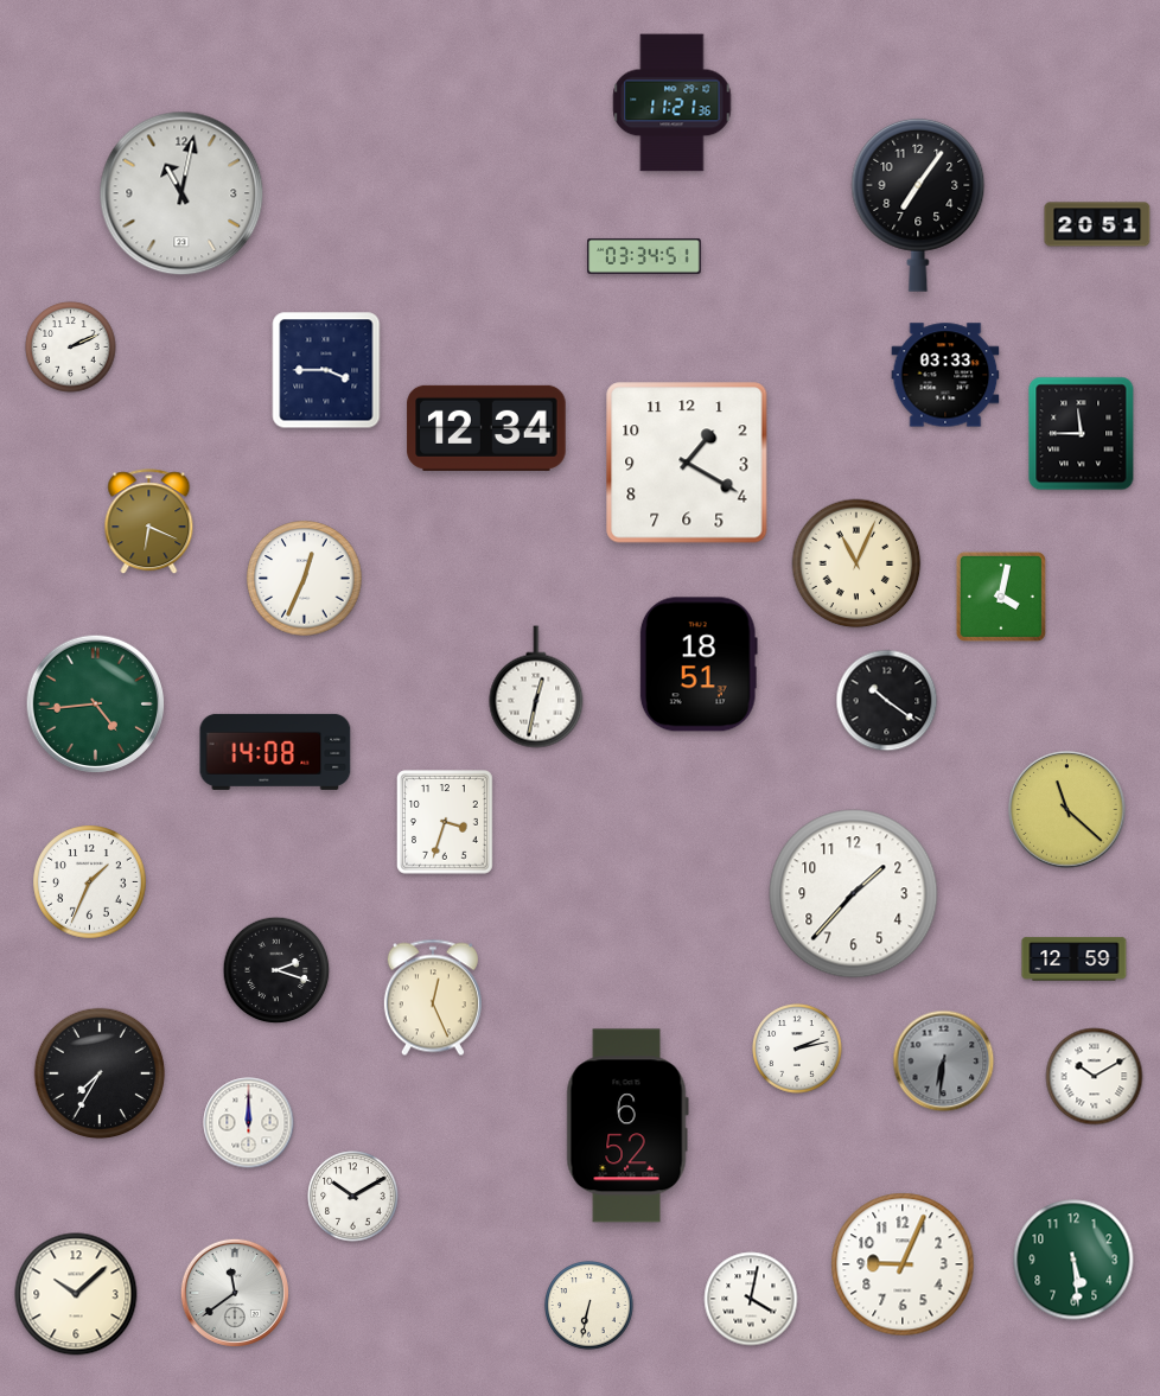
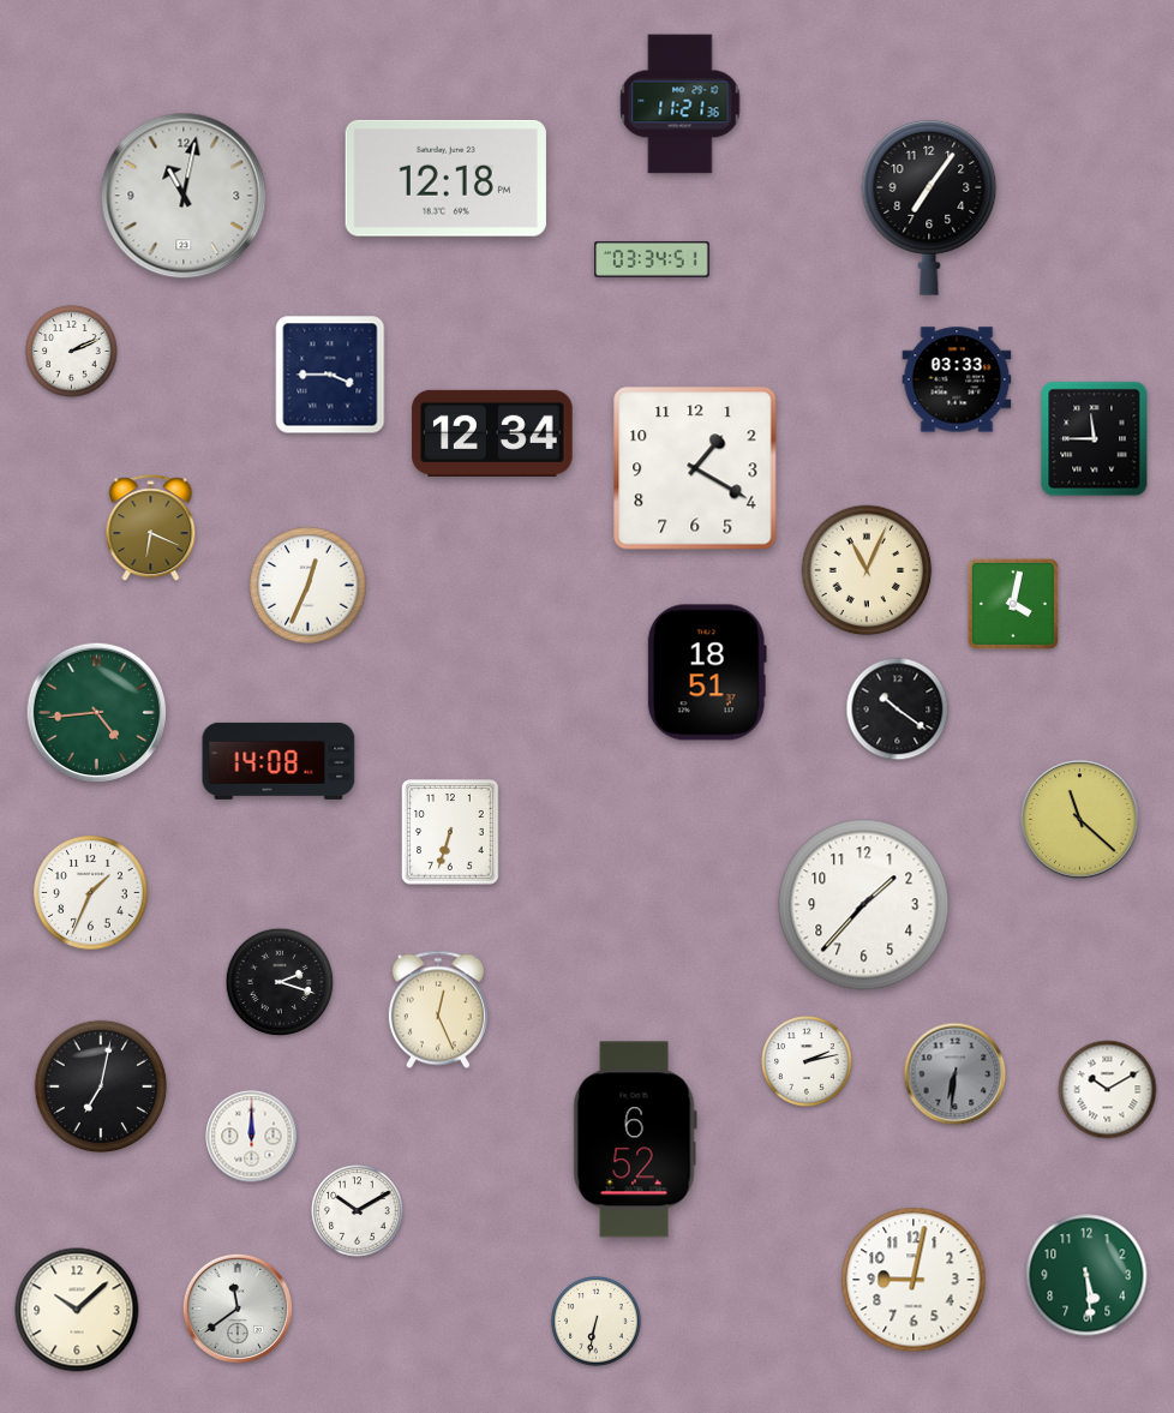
clock at (445, 178): none -> 12:18
clock at (1097, 224): 20:51 -> none
clock at (536, 687): 12:32 -> none
clock at (446, 822): 3:33 -> 6:33
clock at (1075, 960): 12:59 -> none
clock at (100, 1073): 7:35 -> 7:02
clock at (903, 1264): 9:04 -> 9:02
clock at (751, 1299): 4:02 -> none
